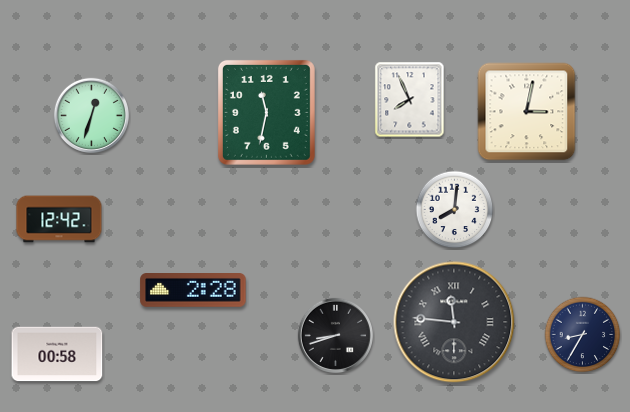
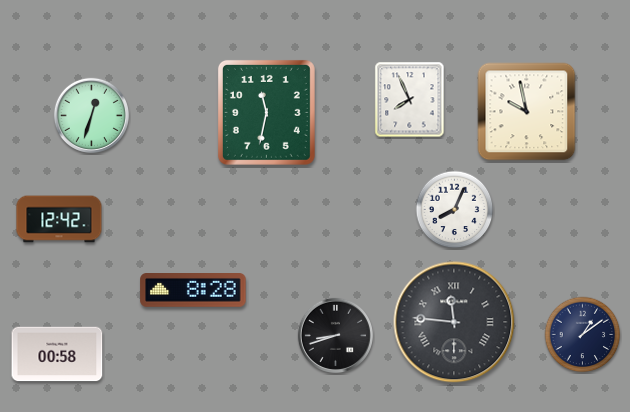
clock at (527, 112): 3:02 -> 9:58
clock at (455, 210): 8:01 -> 8:04
clock at (193, 291): 2:28 -> 8:28
clock at (583, 335): 8:35 -> 1:09
